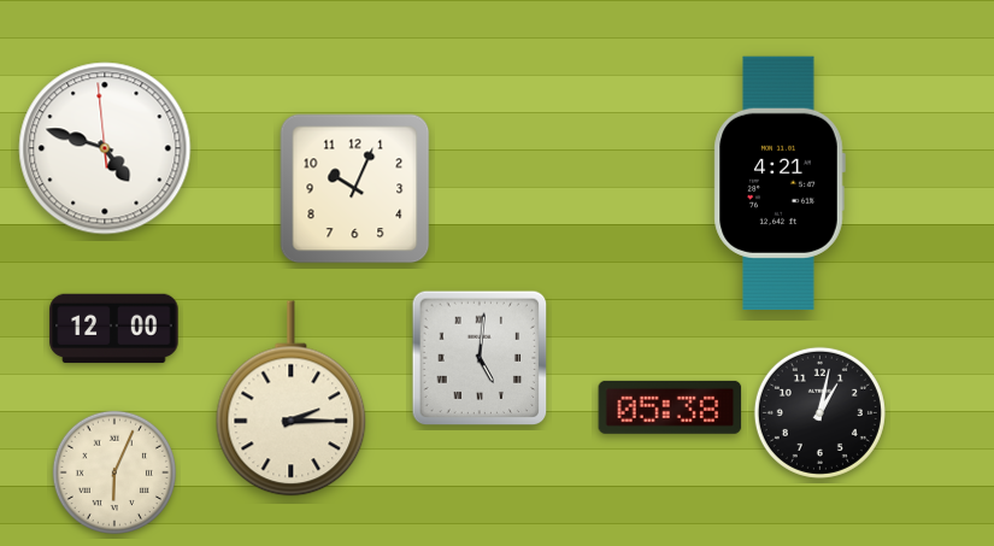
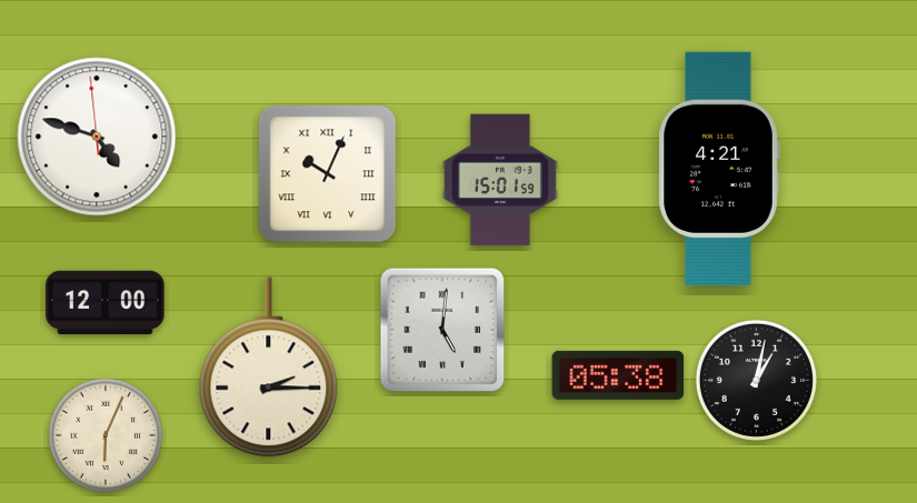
clock at (355, 189) numerals: Arabic -> Roman
clock at (500, 180): none -> 15:01
